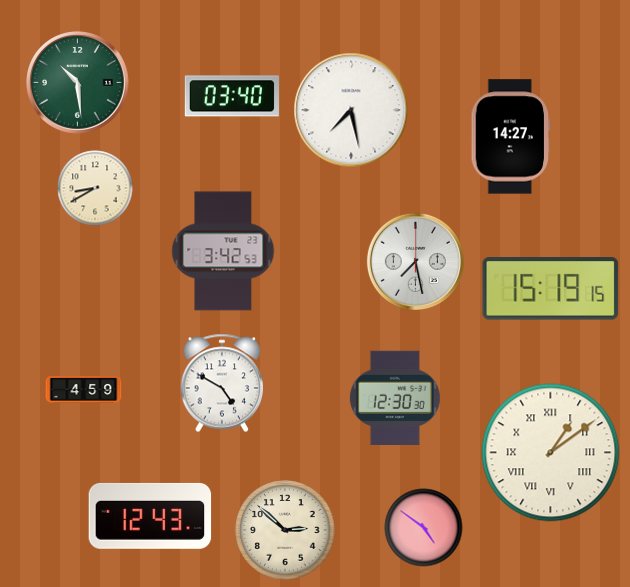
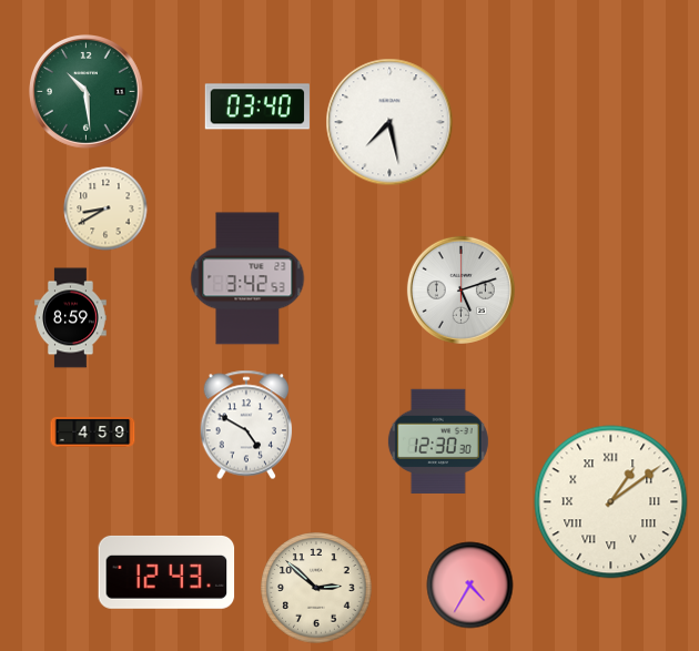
clock at (510, 137): 14:27 -> none
clock at (415, 261): 7:28 -> 5:12
clock at (71, 318): none -> 8:59
clock at (551, 289): 15:19 -> none
clock at (424, 528): 4:51 -> 4:35
